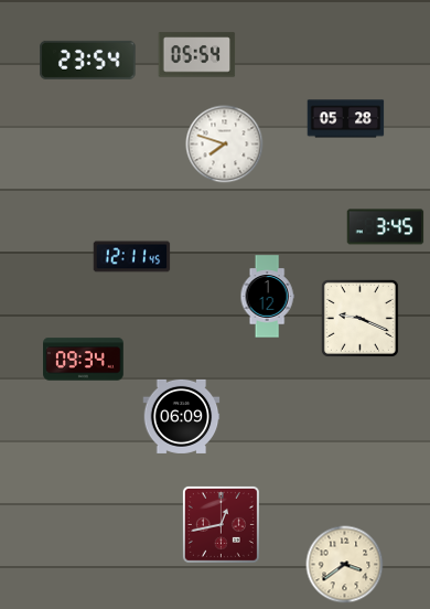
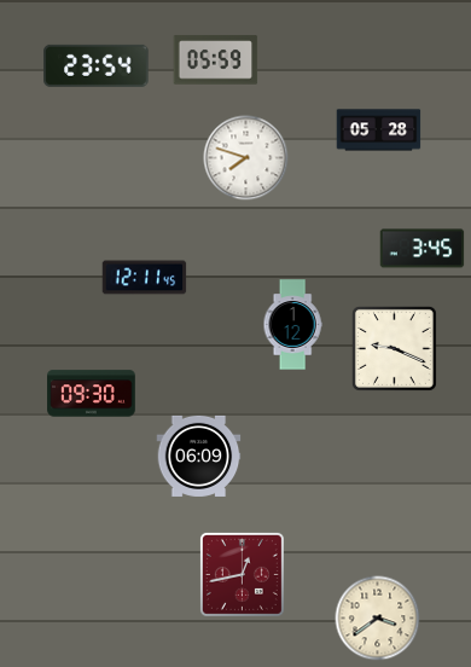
clock at (197, 55): 05:54 -> 05:59
clock at (132, 257) position: (132, 257) -> (145, 278)
clock at (84, 360): 09:34 -> 09:30
